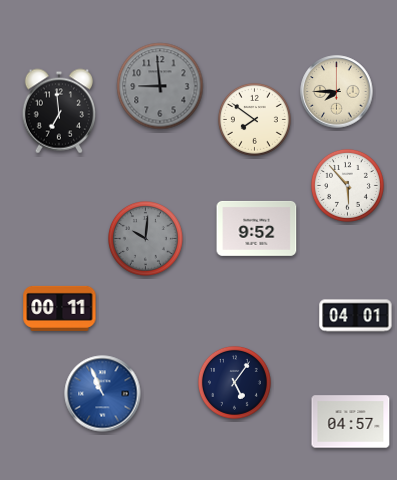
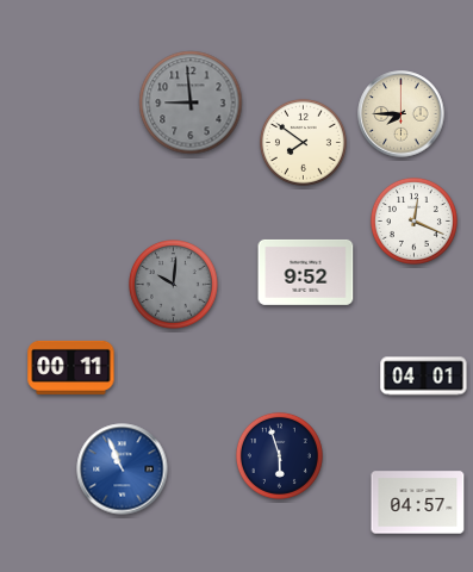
clock at (337, 92) position: (337, 92) -> (402, 114)
clock at (59, 111): 6:59 -> none
clock at (347, 185): 5:53 -> 12:19
clock at (234, 382): 5:06 -> 5:57
